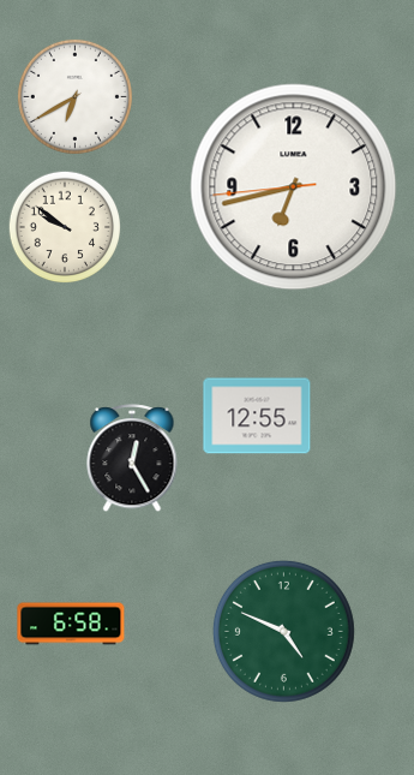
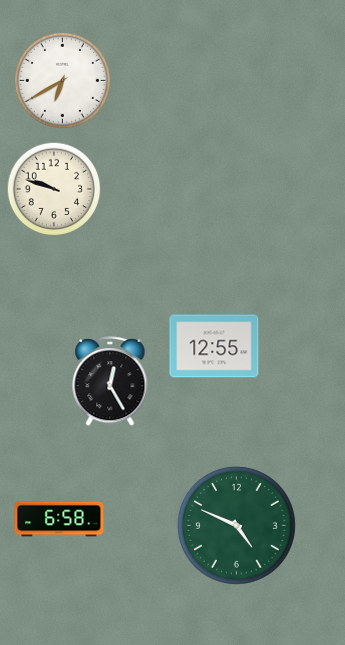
clock at (294, 187): 6:42 -> none
clock at (65, 227): 9:51 -> 9:48
